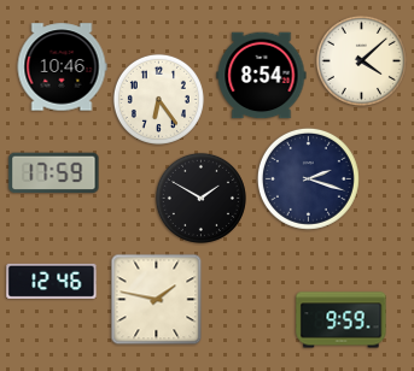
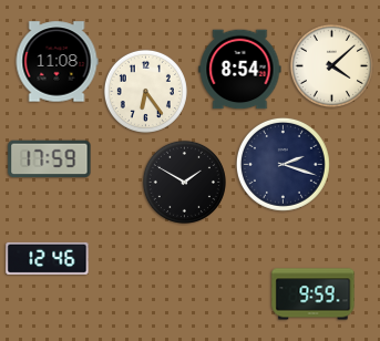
clock at (361, 60) position: (361, 60) -> (331, 65)
clock at (62, 67): 10:46 -> 11:08
clock at (157, 300): 1:47 -> none
